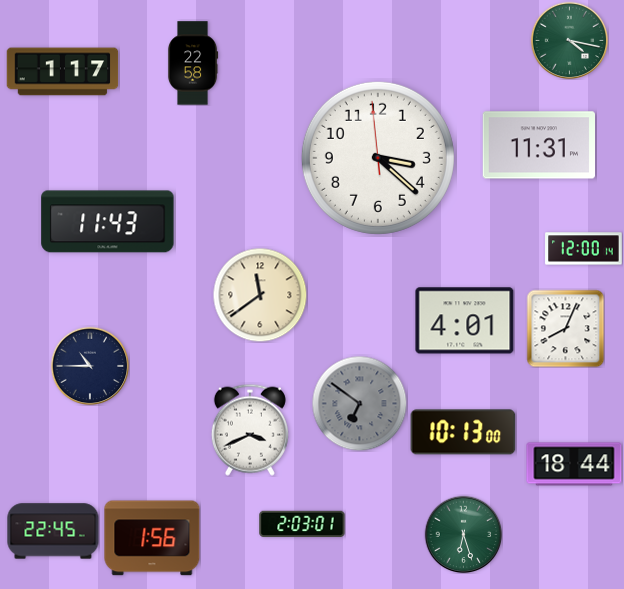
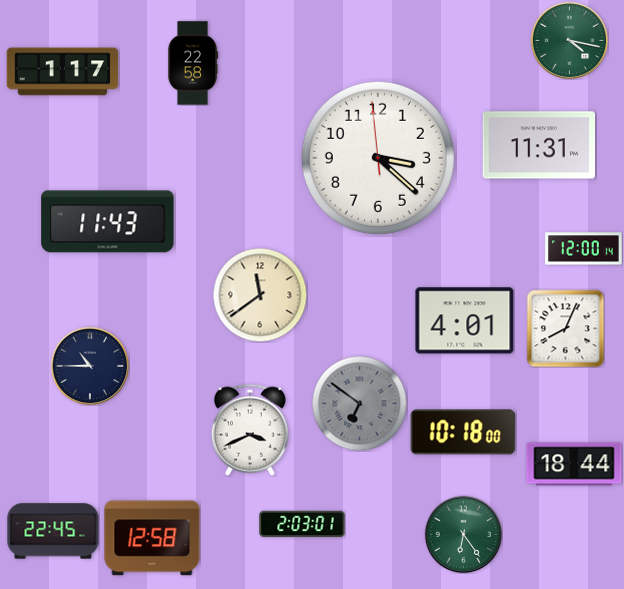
clock at (463, 432): 10:13 -> 10:18
clock at (463, 534): 6:27 -> 6:24
clock at (152, 538): 1:56 -> 12:58
